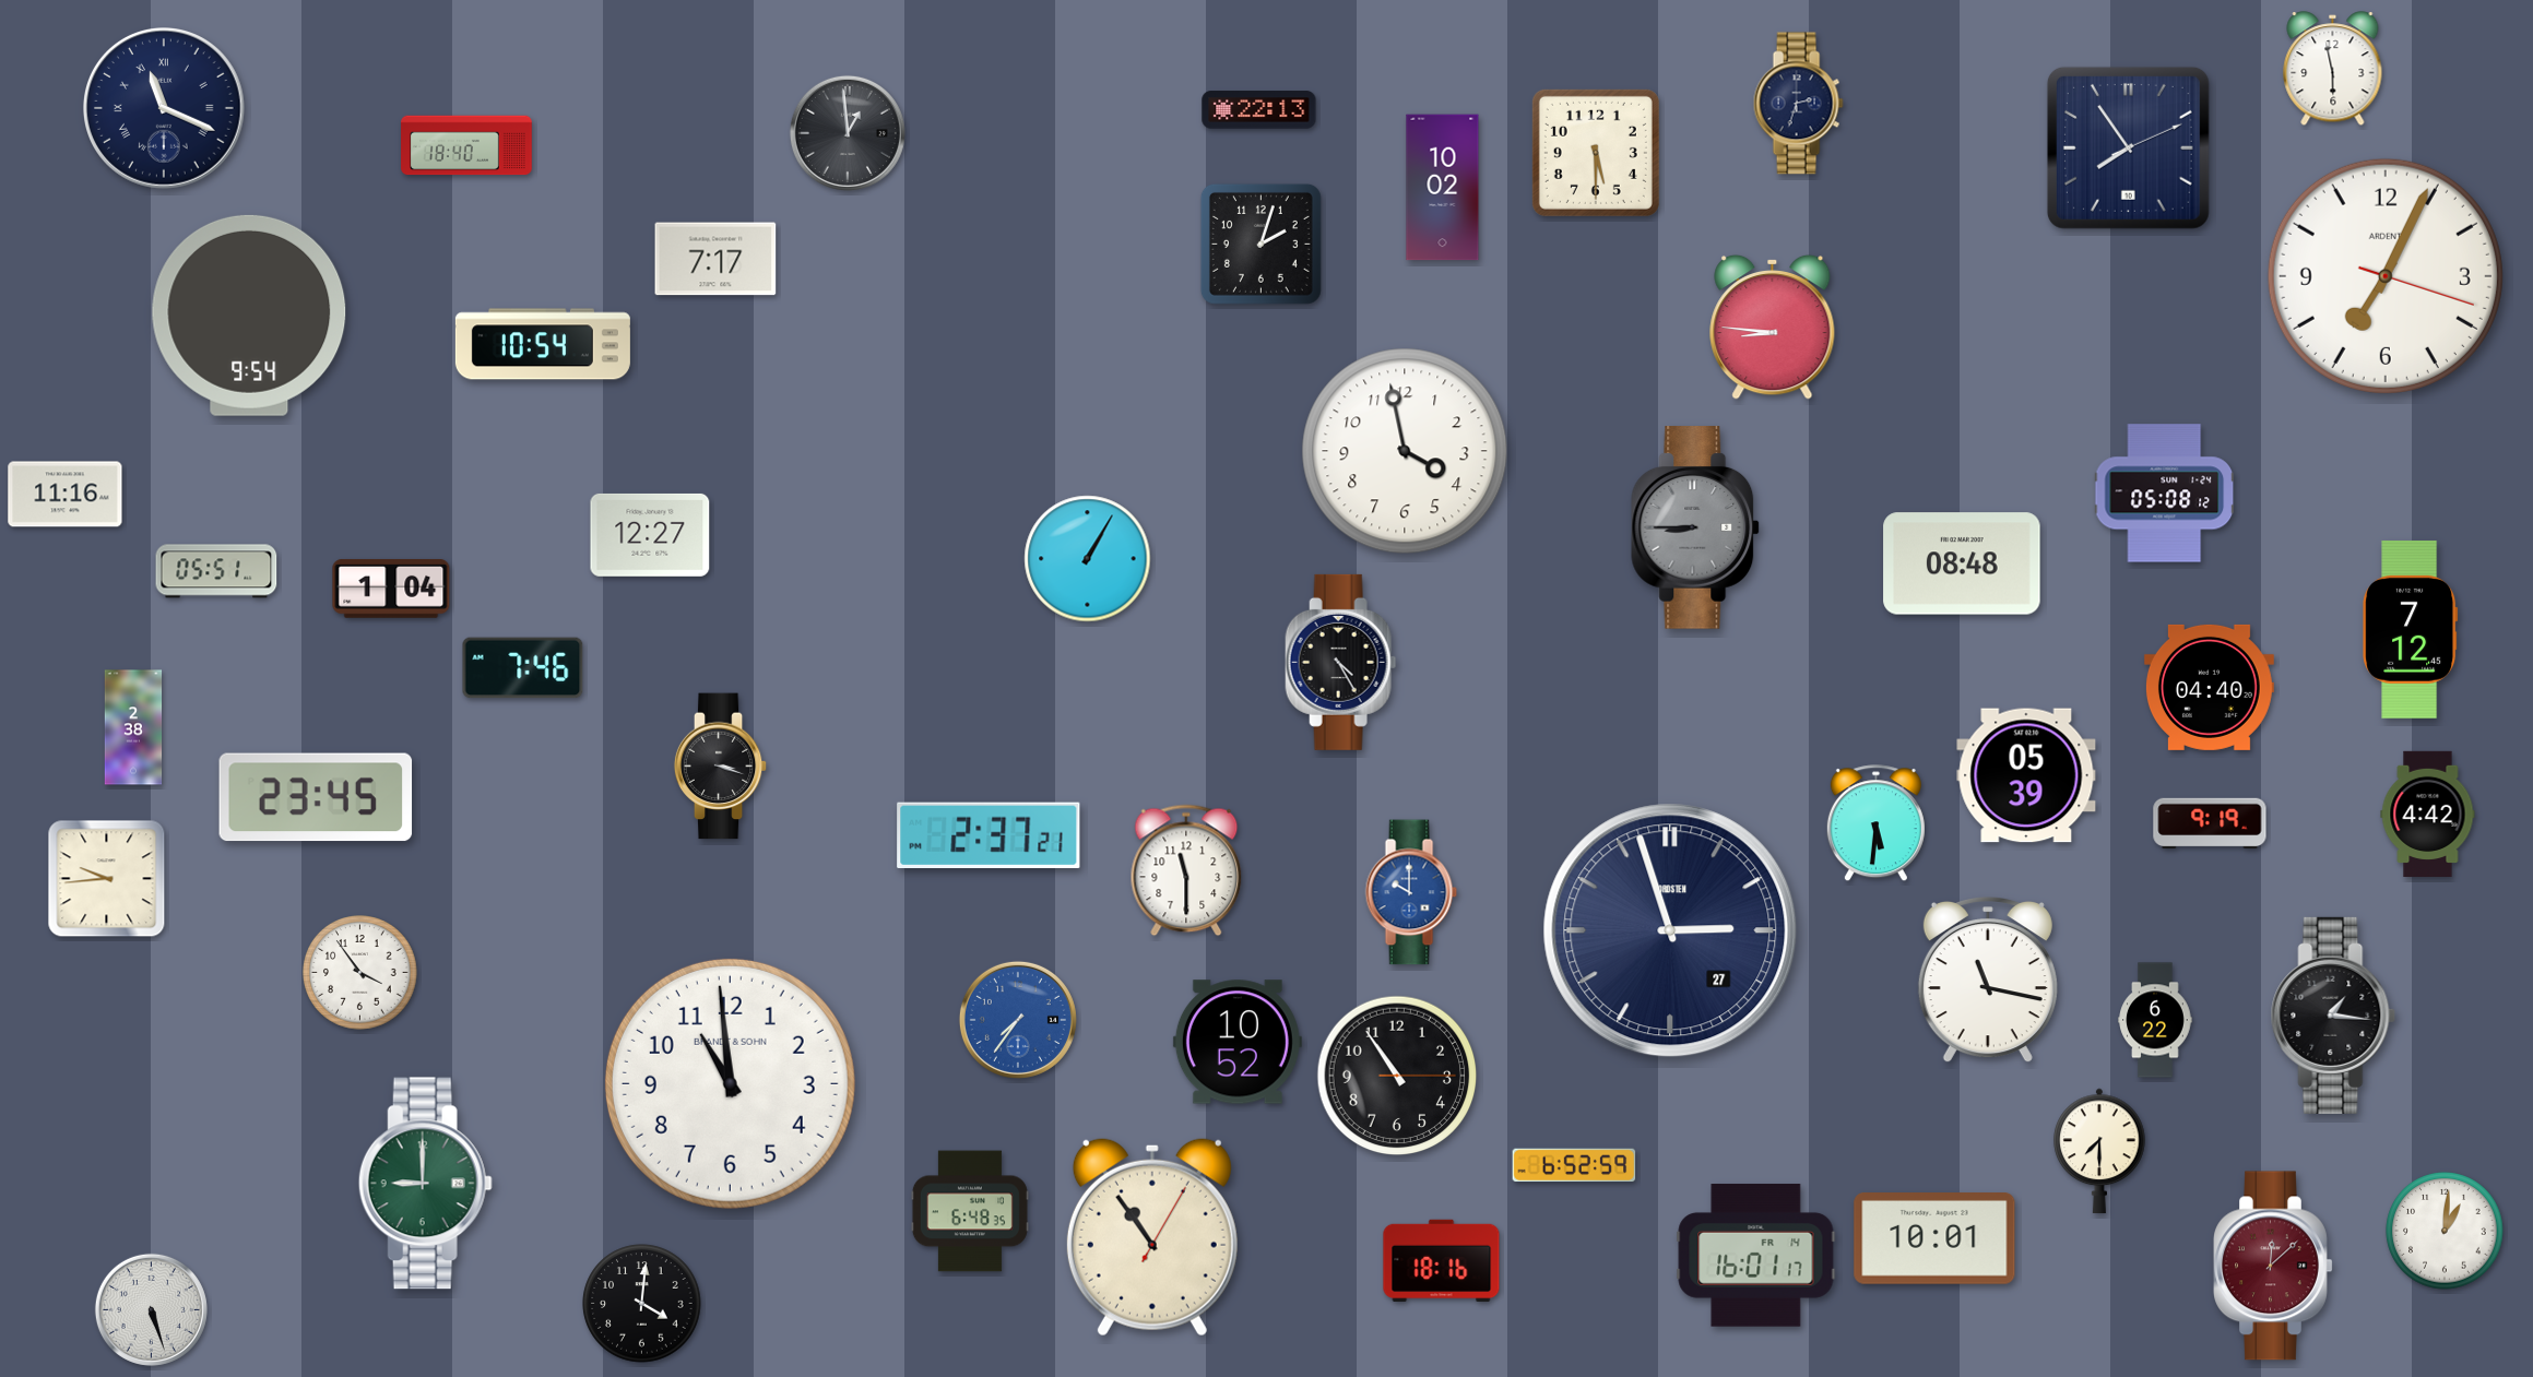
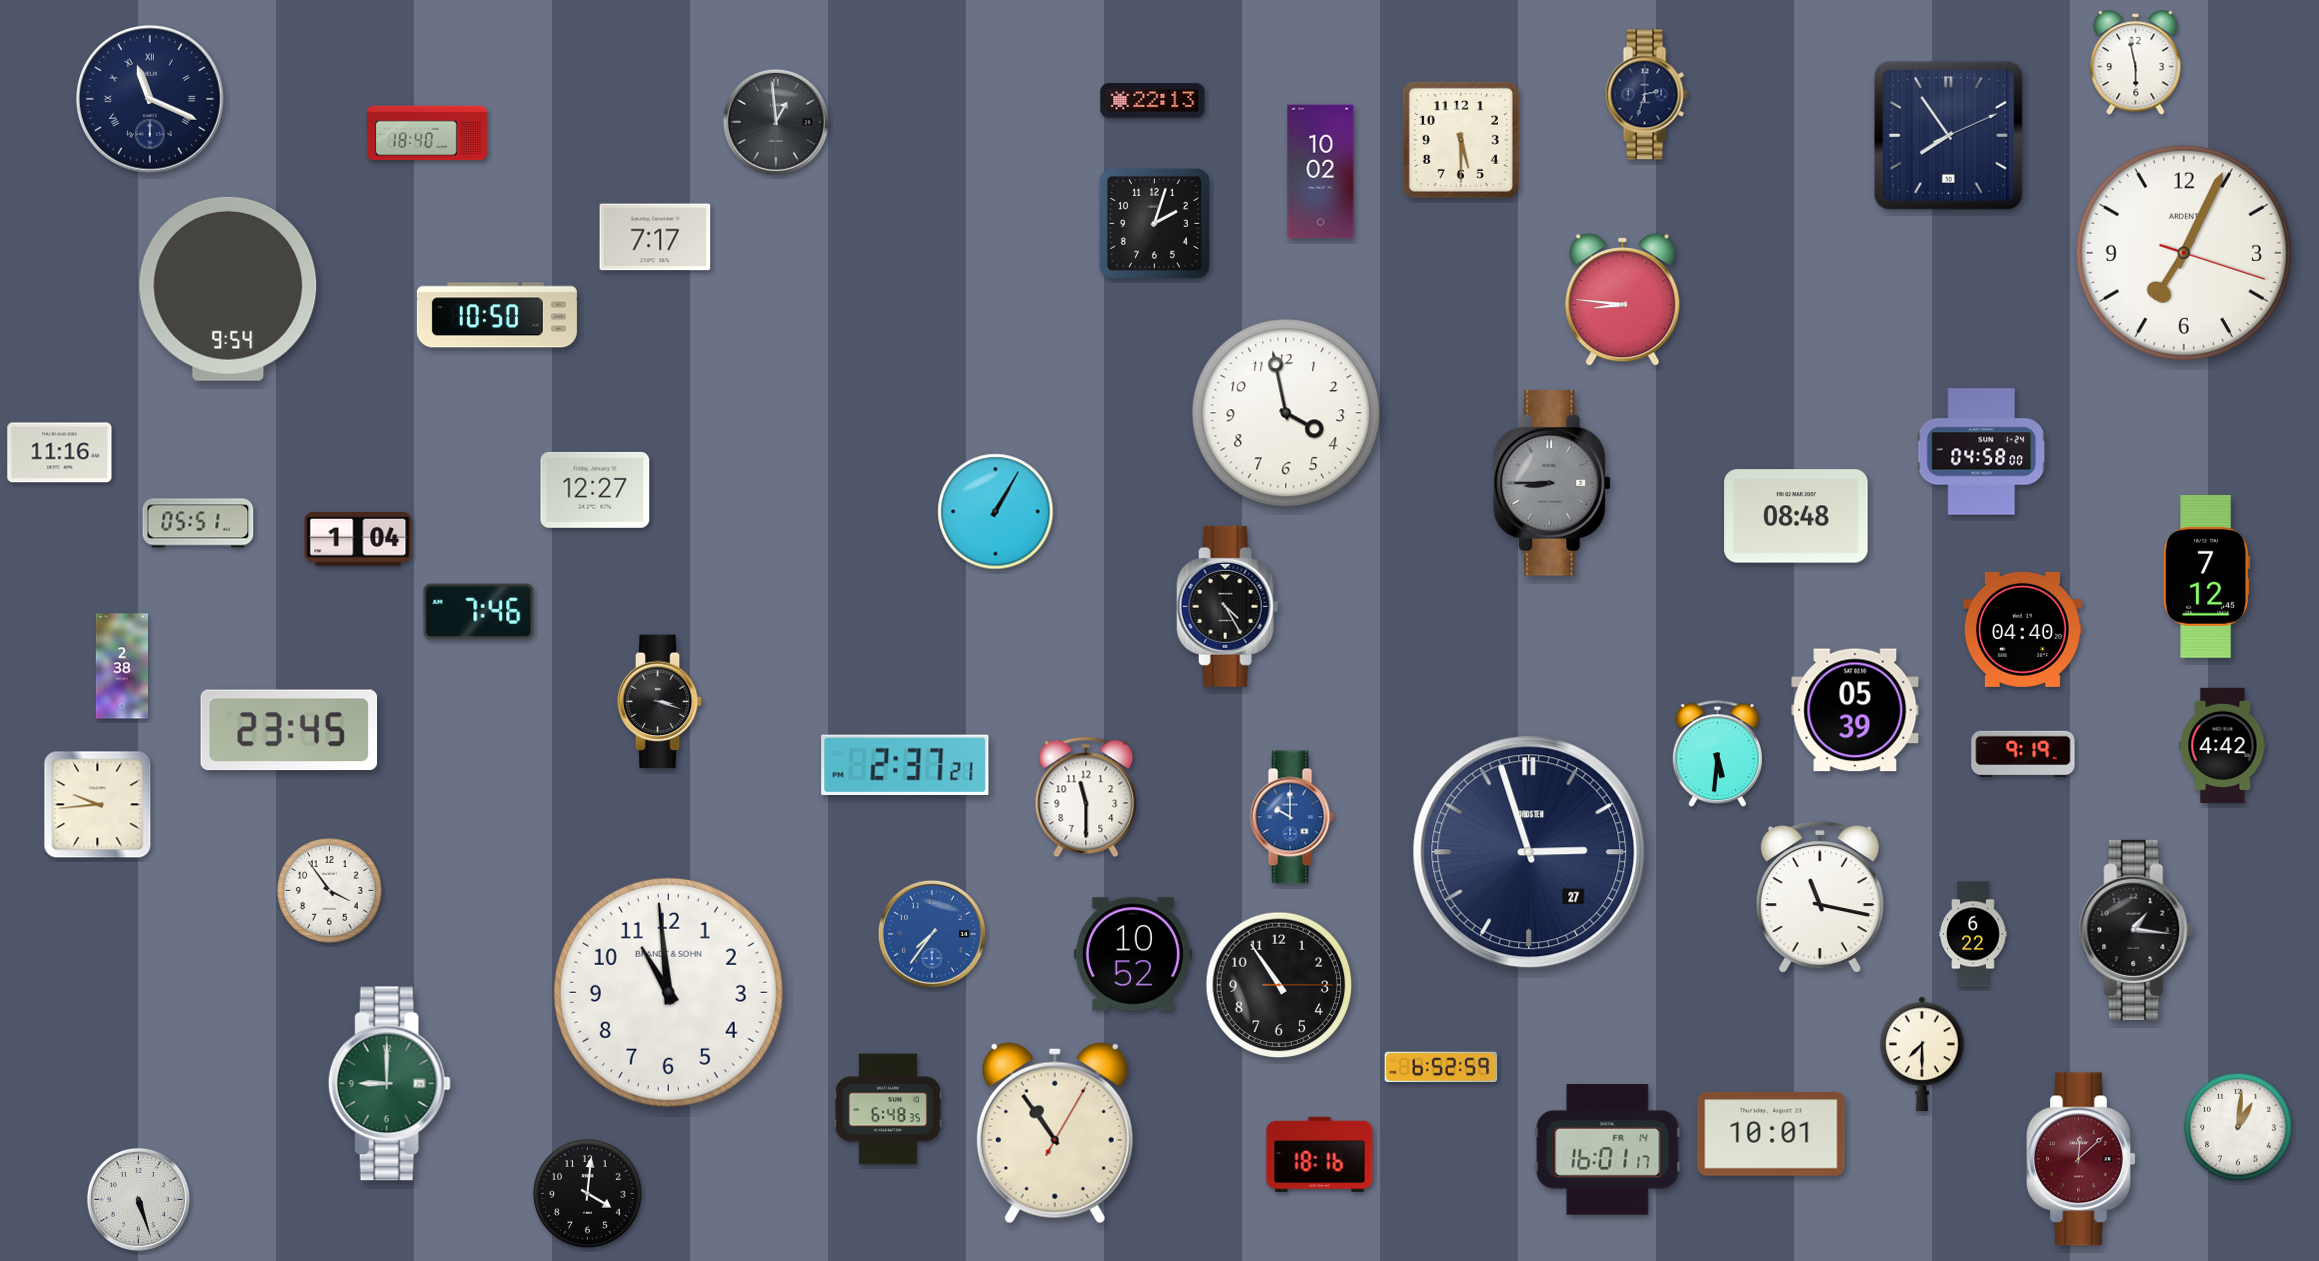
clock at (543, 344): 10:54 -> 10:50
clock at (2165, 494): 05:08 -> 04:58
